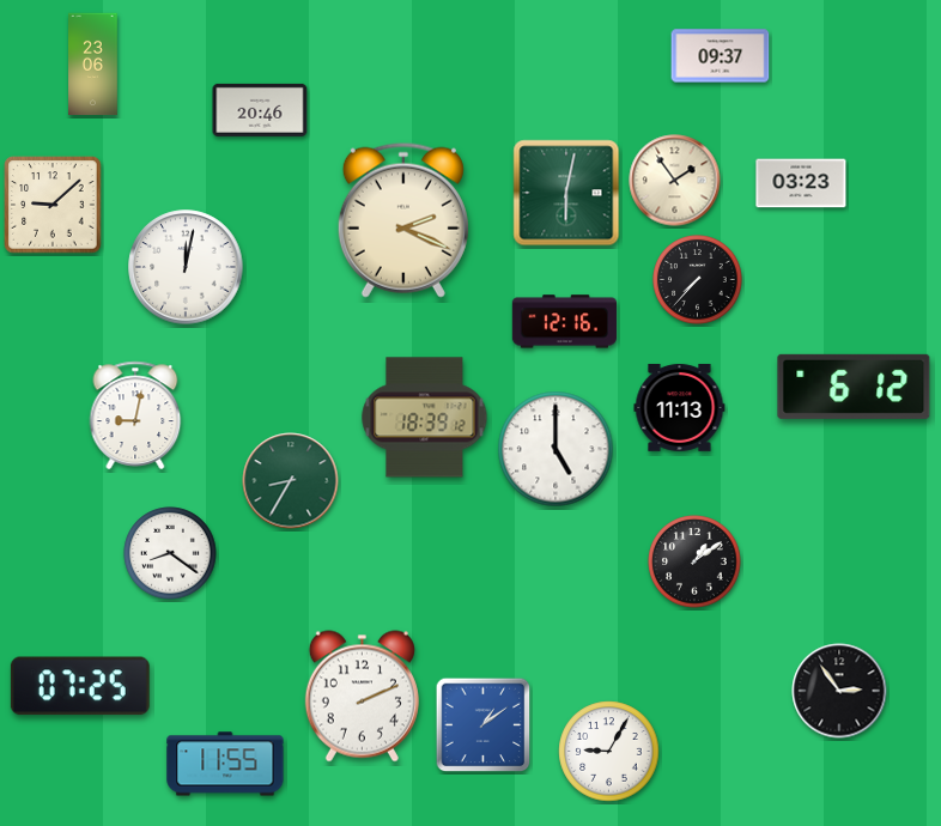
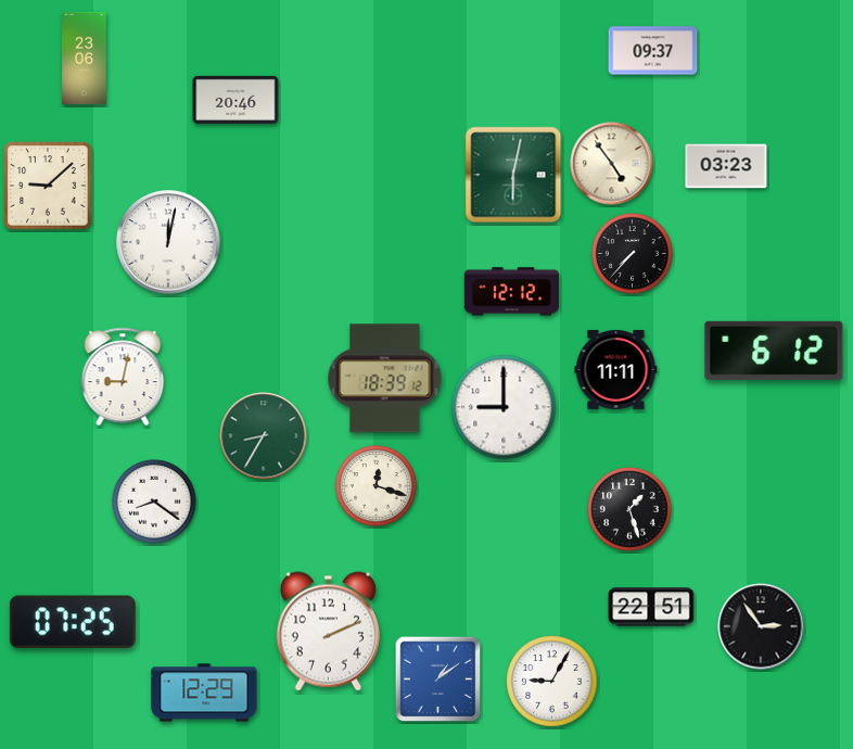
clock at (675, 181): 1:54 -> 4:54
clock at (403, 220): 2:19 -> none
clock at (564, 322): 12:16 -> 12:12
clock at (680, 407): 11:13 -> 11:11
clock at (556, 449): 5:00 -> 9:00
clock at (377, 486): none -> 12:18
clock at (694, 561): 1:09 -> 1:27
clock at (651, 607): none -> 22:51
clock at (484, 725) position: (484, 725) -> (438, 680)
clock at (225, 764): 11:55 -> 12:29
